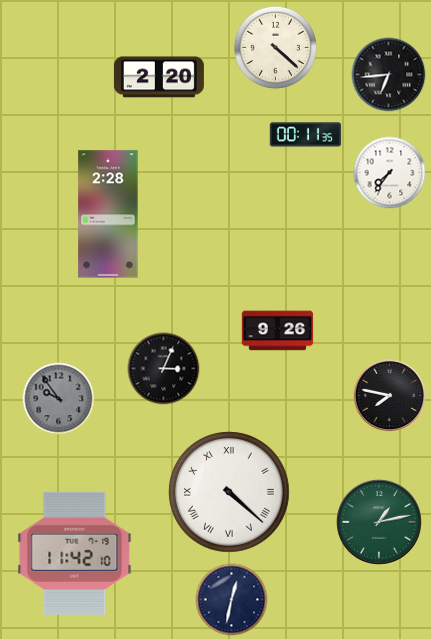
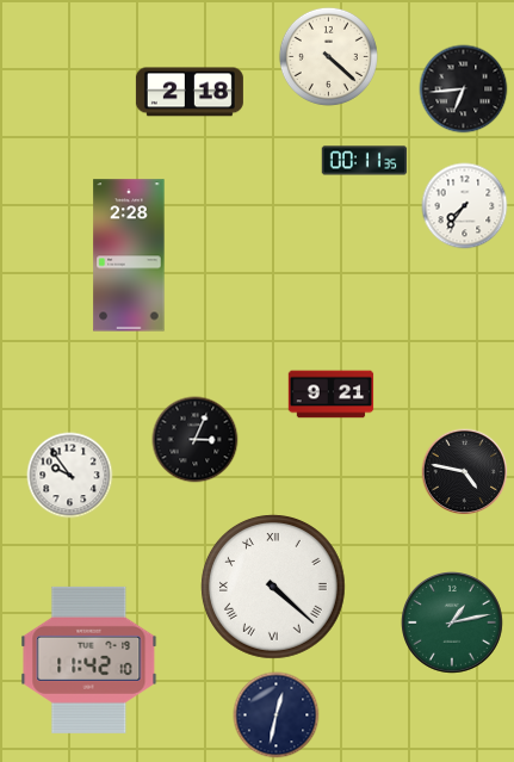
clock at (159, 77): 2:20 -> 2:18
clock at (278, 331): 9:26 -> 9:21
clock at (390, 396): 7:47 -> 4:47
clock at (59, 399) dial: grey -> white
